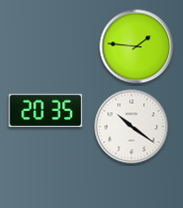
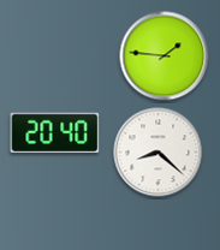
clock at (46, 111): 20:35 -> 20:40
clock at (132, 127): 10:21 -> 8:22
